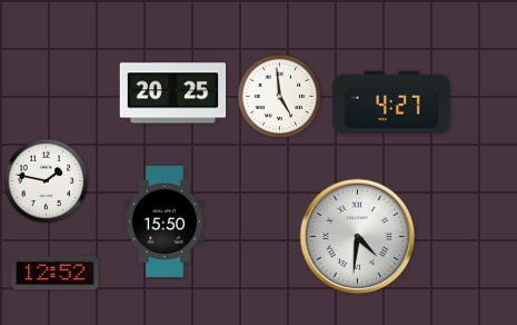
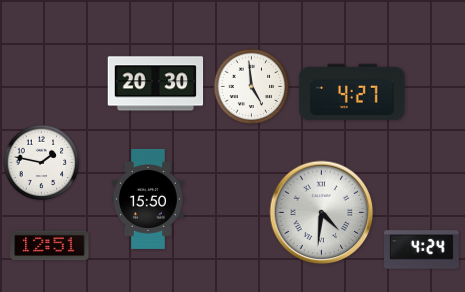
clock at (173, 93): 20:25 -> 20:30
clock at (56, 274): 12:52 -> 12:51
clock at (422, 250): none -> 4:24
